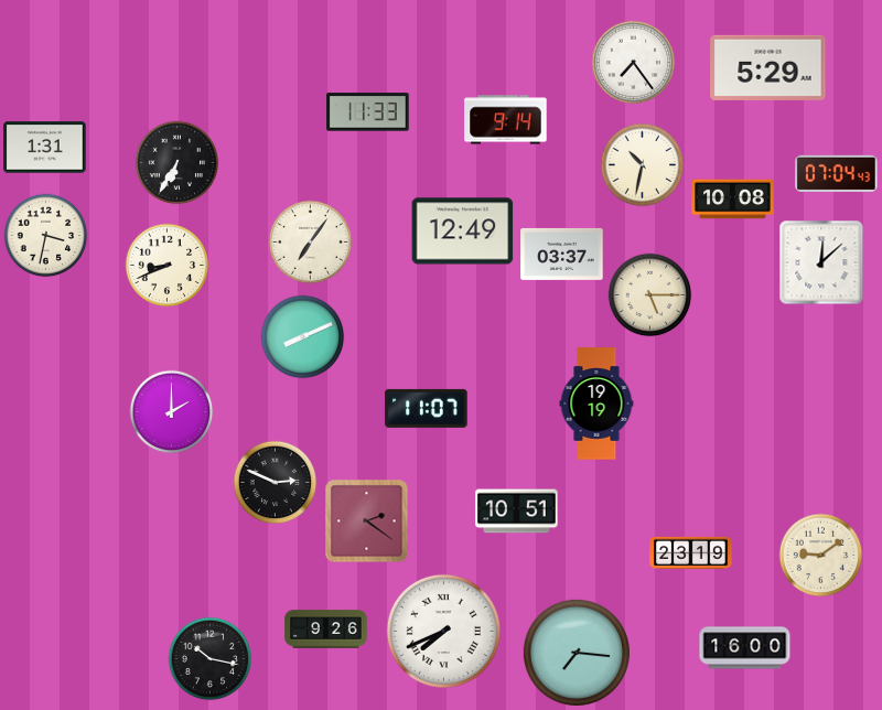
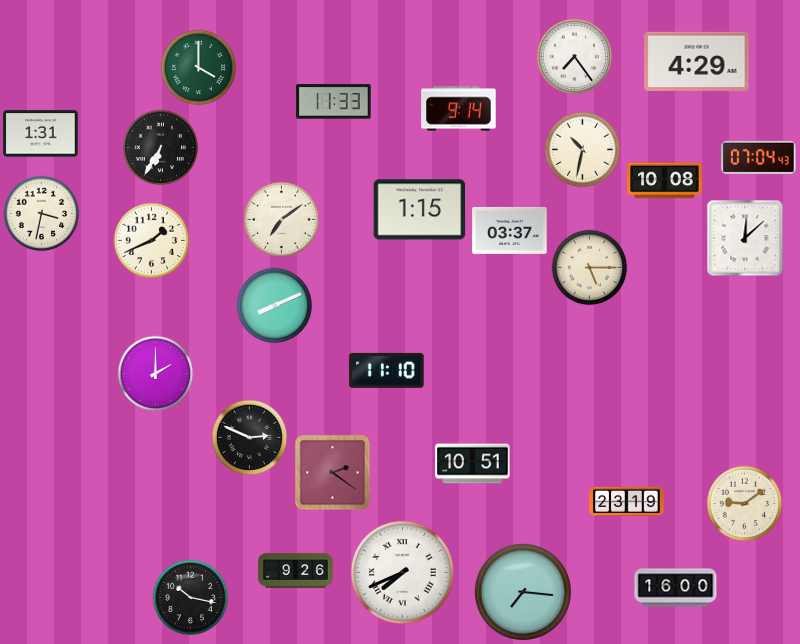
clock at (768, 67): 5:29 -> 4:29
clock at (199, 68): none -> 4:00
clock at (463, 232): 12:49 -> 1:15
clock at (311, 243): 7:06 -> 7:09
clock at (168, 266): 8:41 -> 1:41
clock at (596, 404): 19:19 -> none
clock at (427, 408): 11:07 -> 11:10
clock at (517, 512) position: (517, 512) -> (473, 464)
